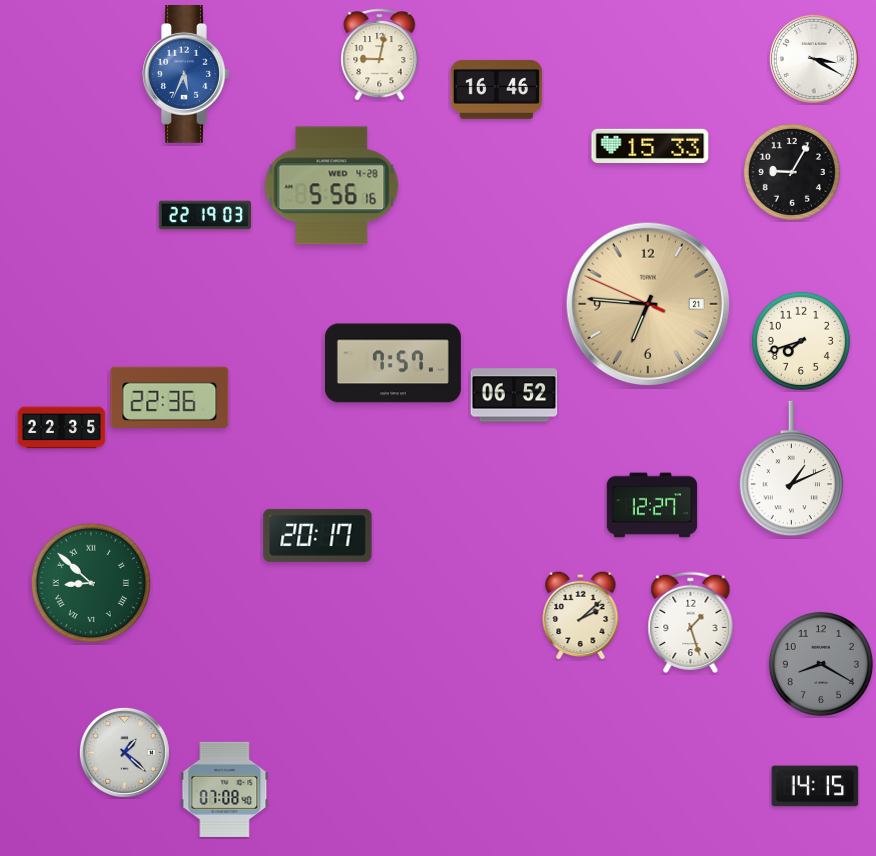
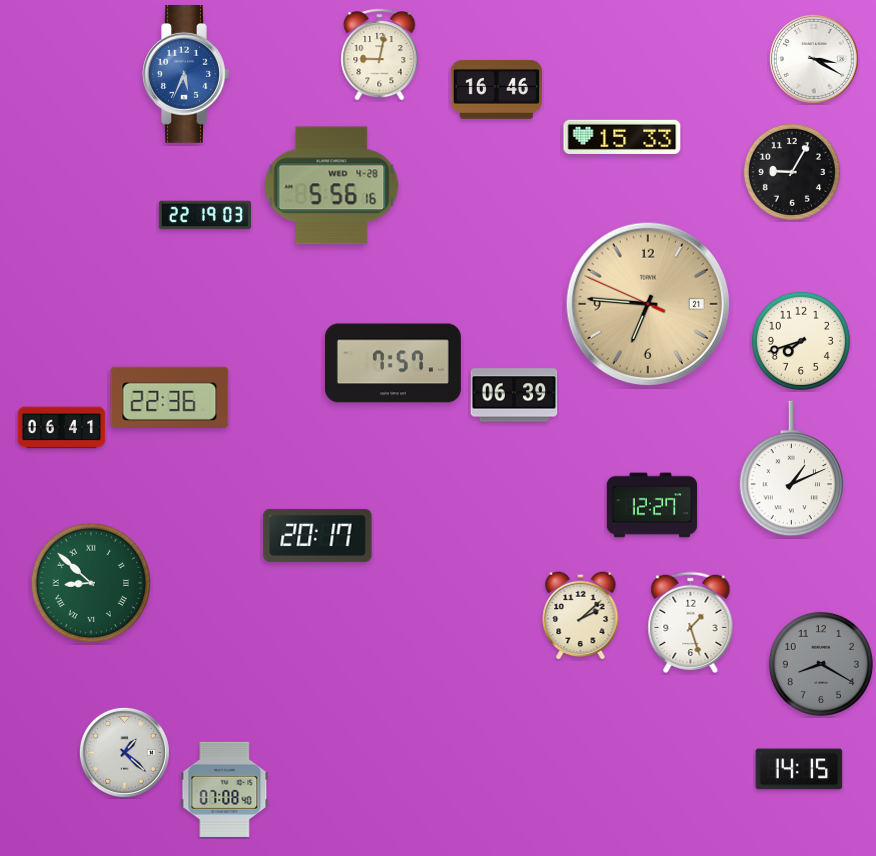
clock at (650, 146) position: (650, 146) -> (622, 137)
clock at (514, 395): 06:52 -> 06:39
clock at (62, 428): 22:35 -> 06:41
clock at (815, 786) position: (815, 786) -> (799, 769)
